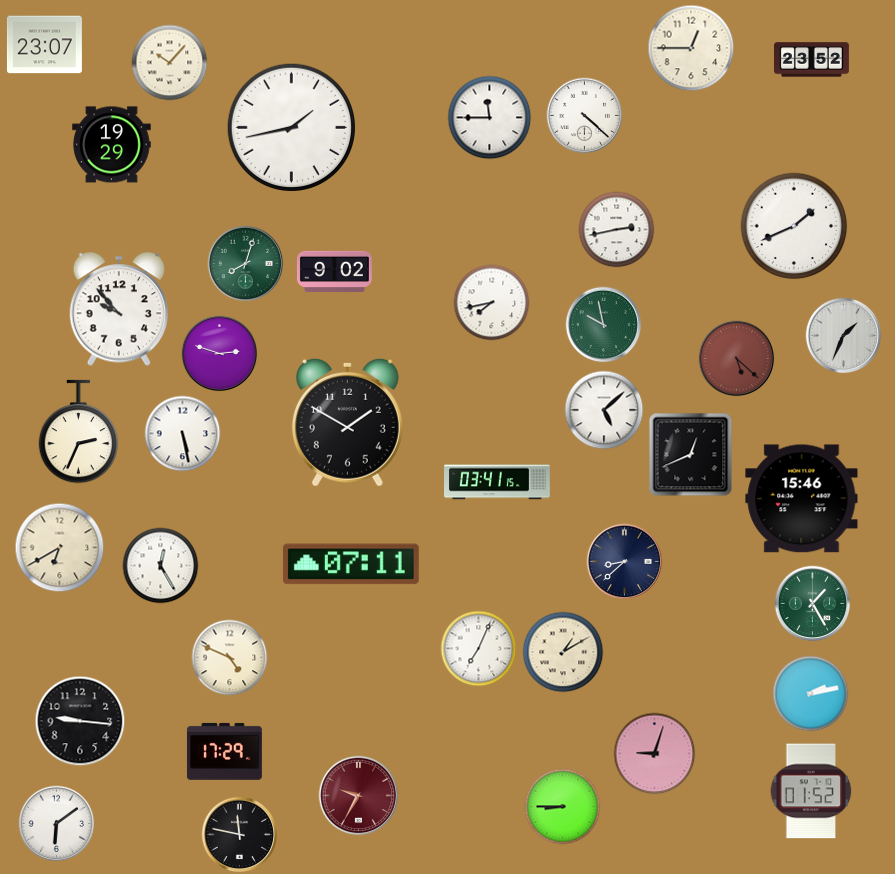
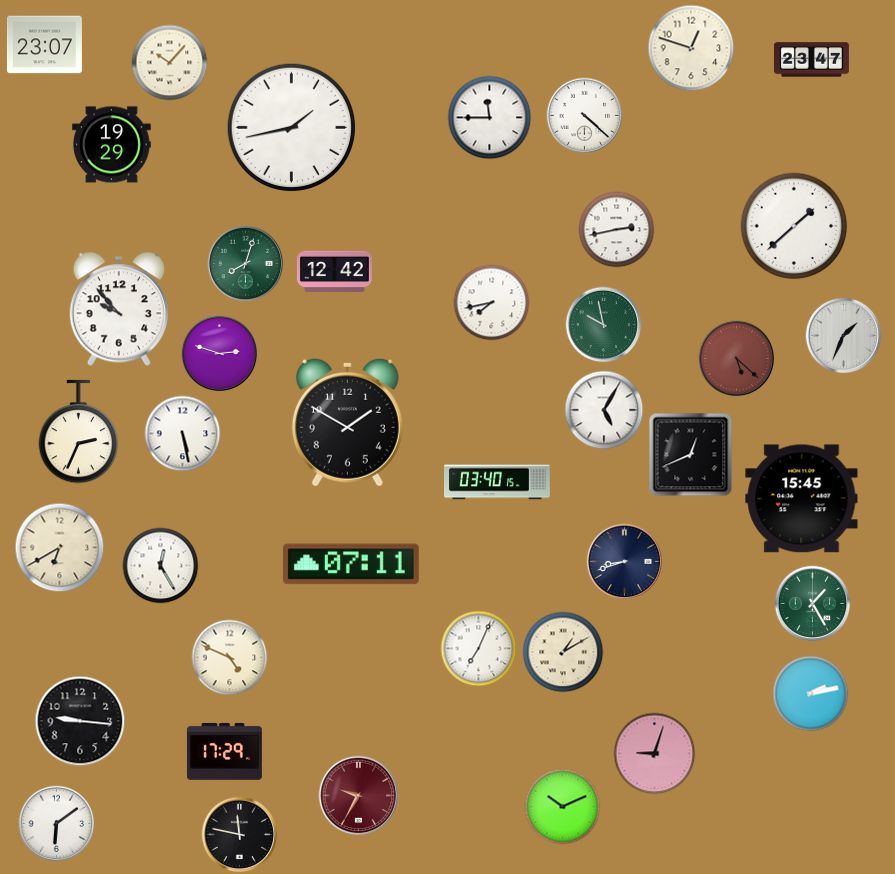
clock at (691, 48): 12:45 -> 12:48
clock at (811, 60): 23:52 -> 23:47
clock at (794, 226): 1:41 -> 1:38
clock at (334, 271): 9:02 -> 12:42
clock at (604, 410): 5:08 -> 5:05
clock at (498, 482): 03:41 -> 03:40
clock at (802, 499): 15:46 -> 15:45
clock at (625, 562): 8:38 -> 8:42
clock at (811, 791): 01:52 -> none
clock at (563, 807): 8:45 -> 10:11
